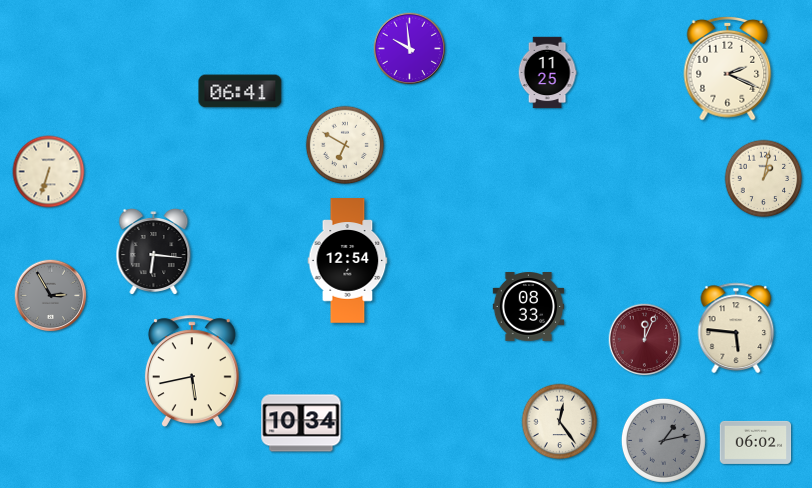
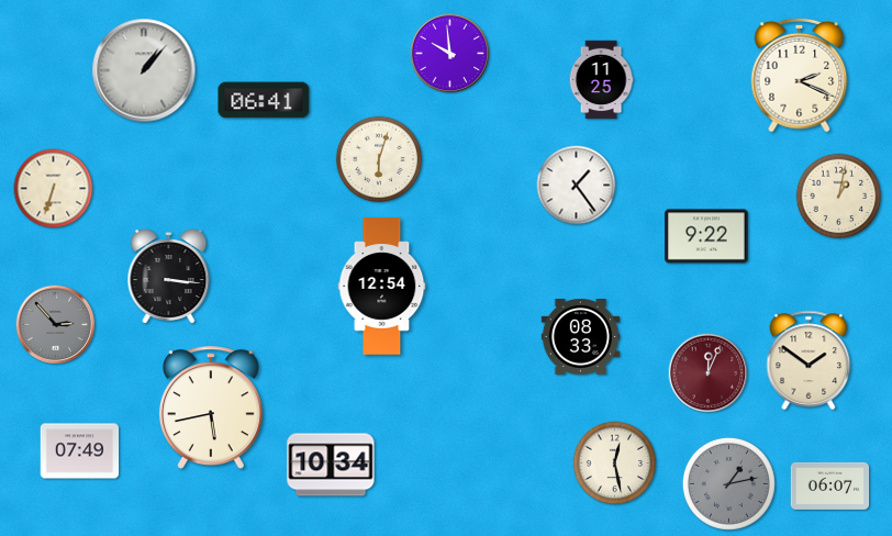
clock at (144, 70): none -> 1:07
clock at (345, 145): 6:50 -> 6:03
clock at (577, 186): none -> 1:24
clock at (706, 236): none -> 9:22
clock at (154, 252): 6:16 -> 3:16
clock at (51, 296): 2:55 -> 2:53
clock at (736, 328): 5:46 -> 1:51
clock at (80, 451): none -> 07:49
clock at (560, 422): 12:24 -> 12:28
clock at (756, 442): 06:02 -> 06:07
